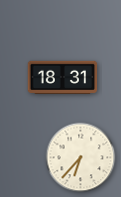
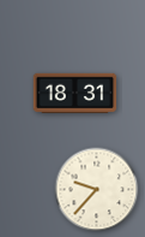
clock at (81, 158): 6:37 -> 9:37
